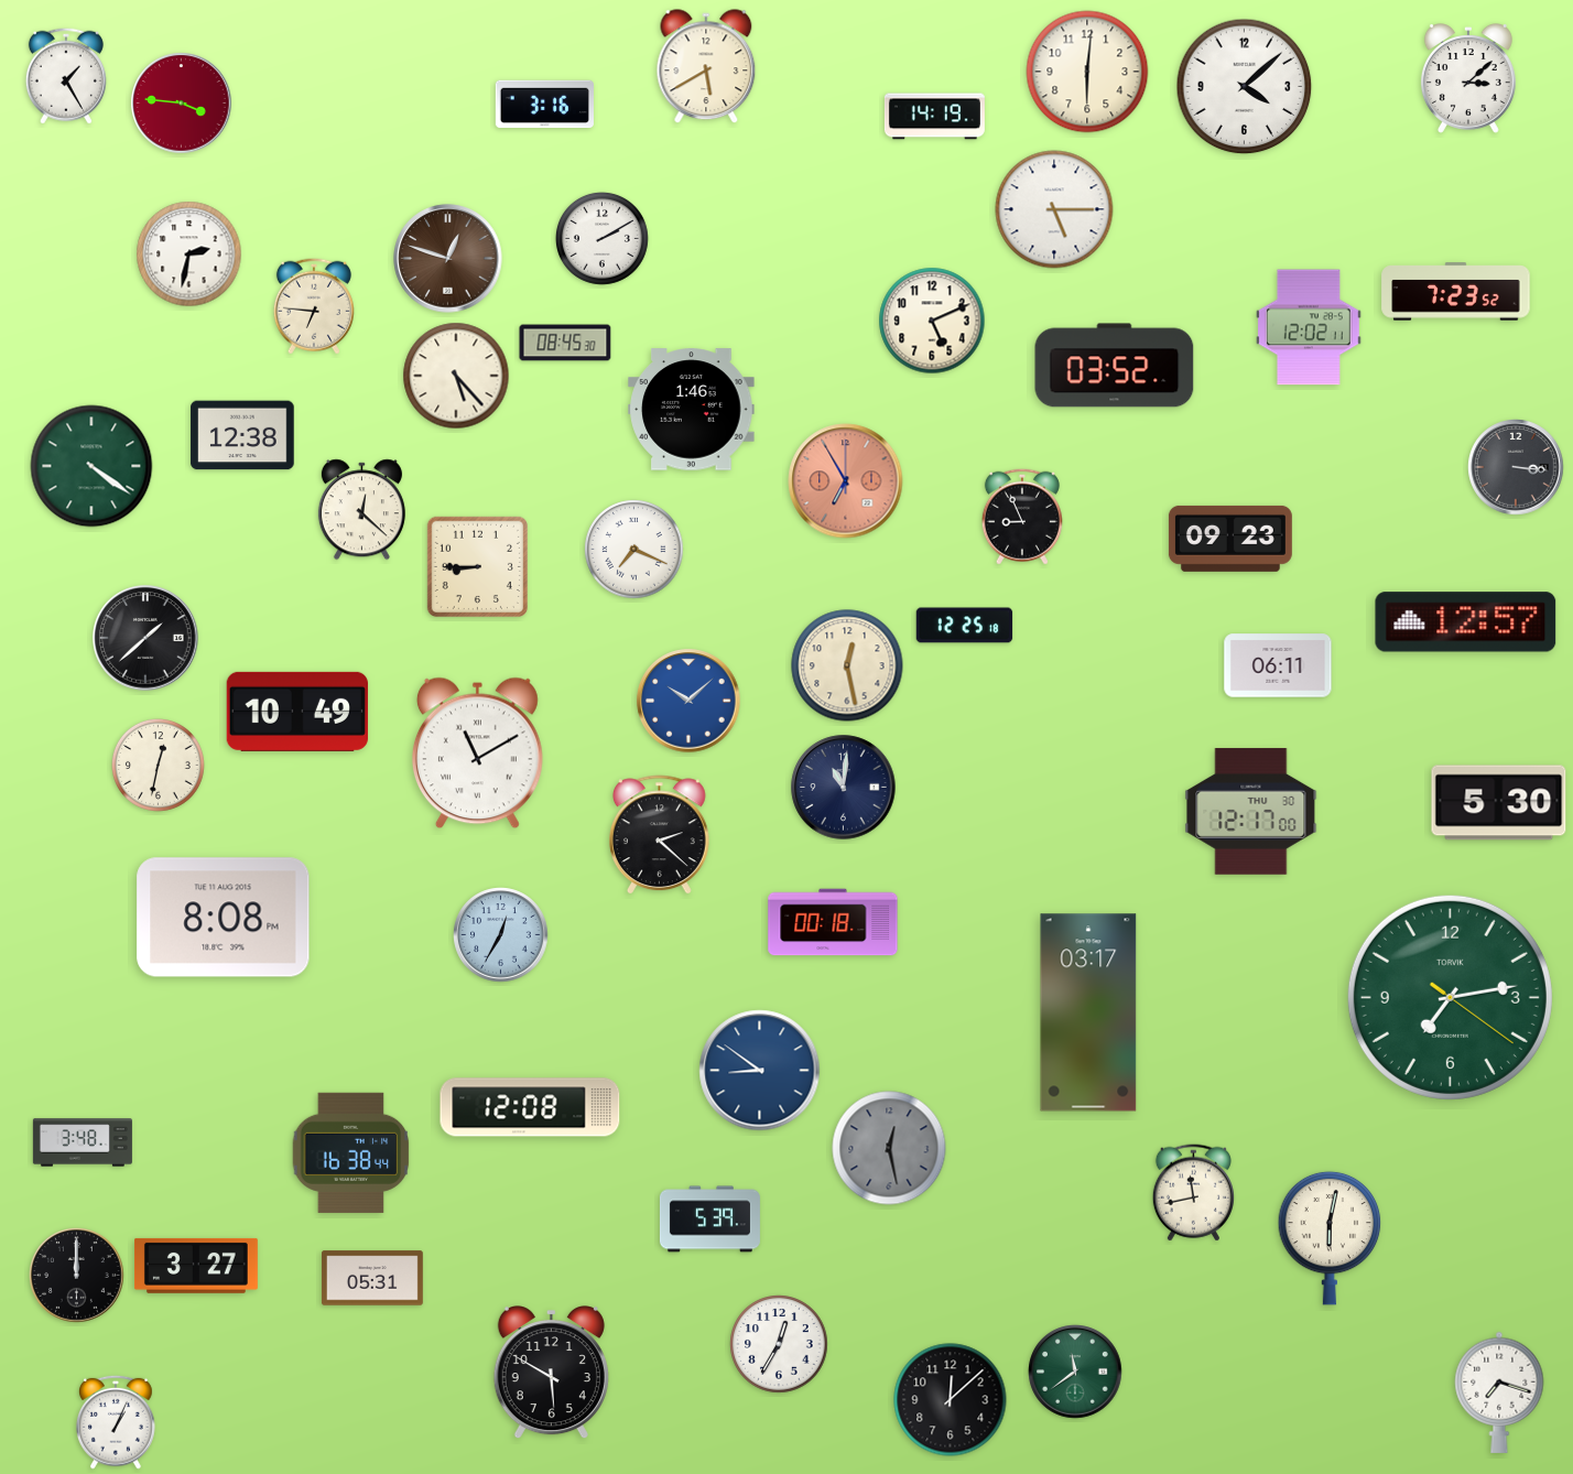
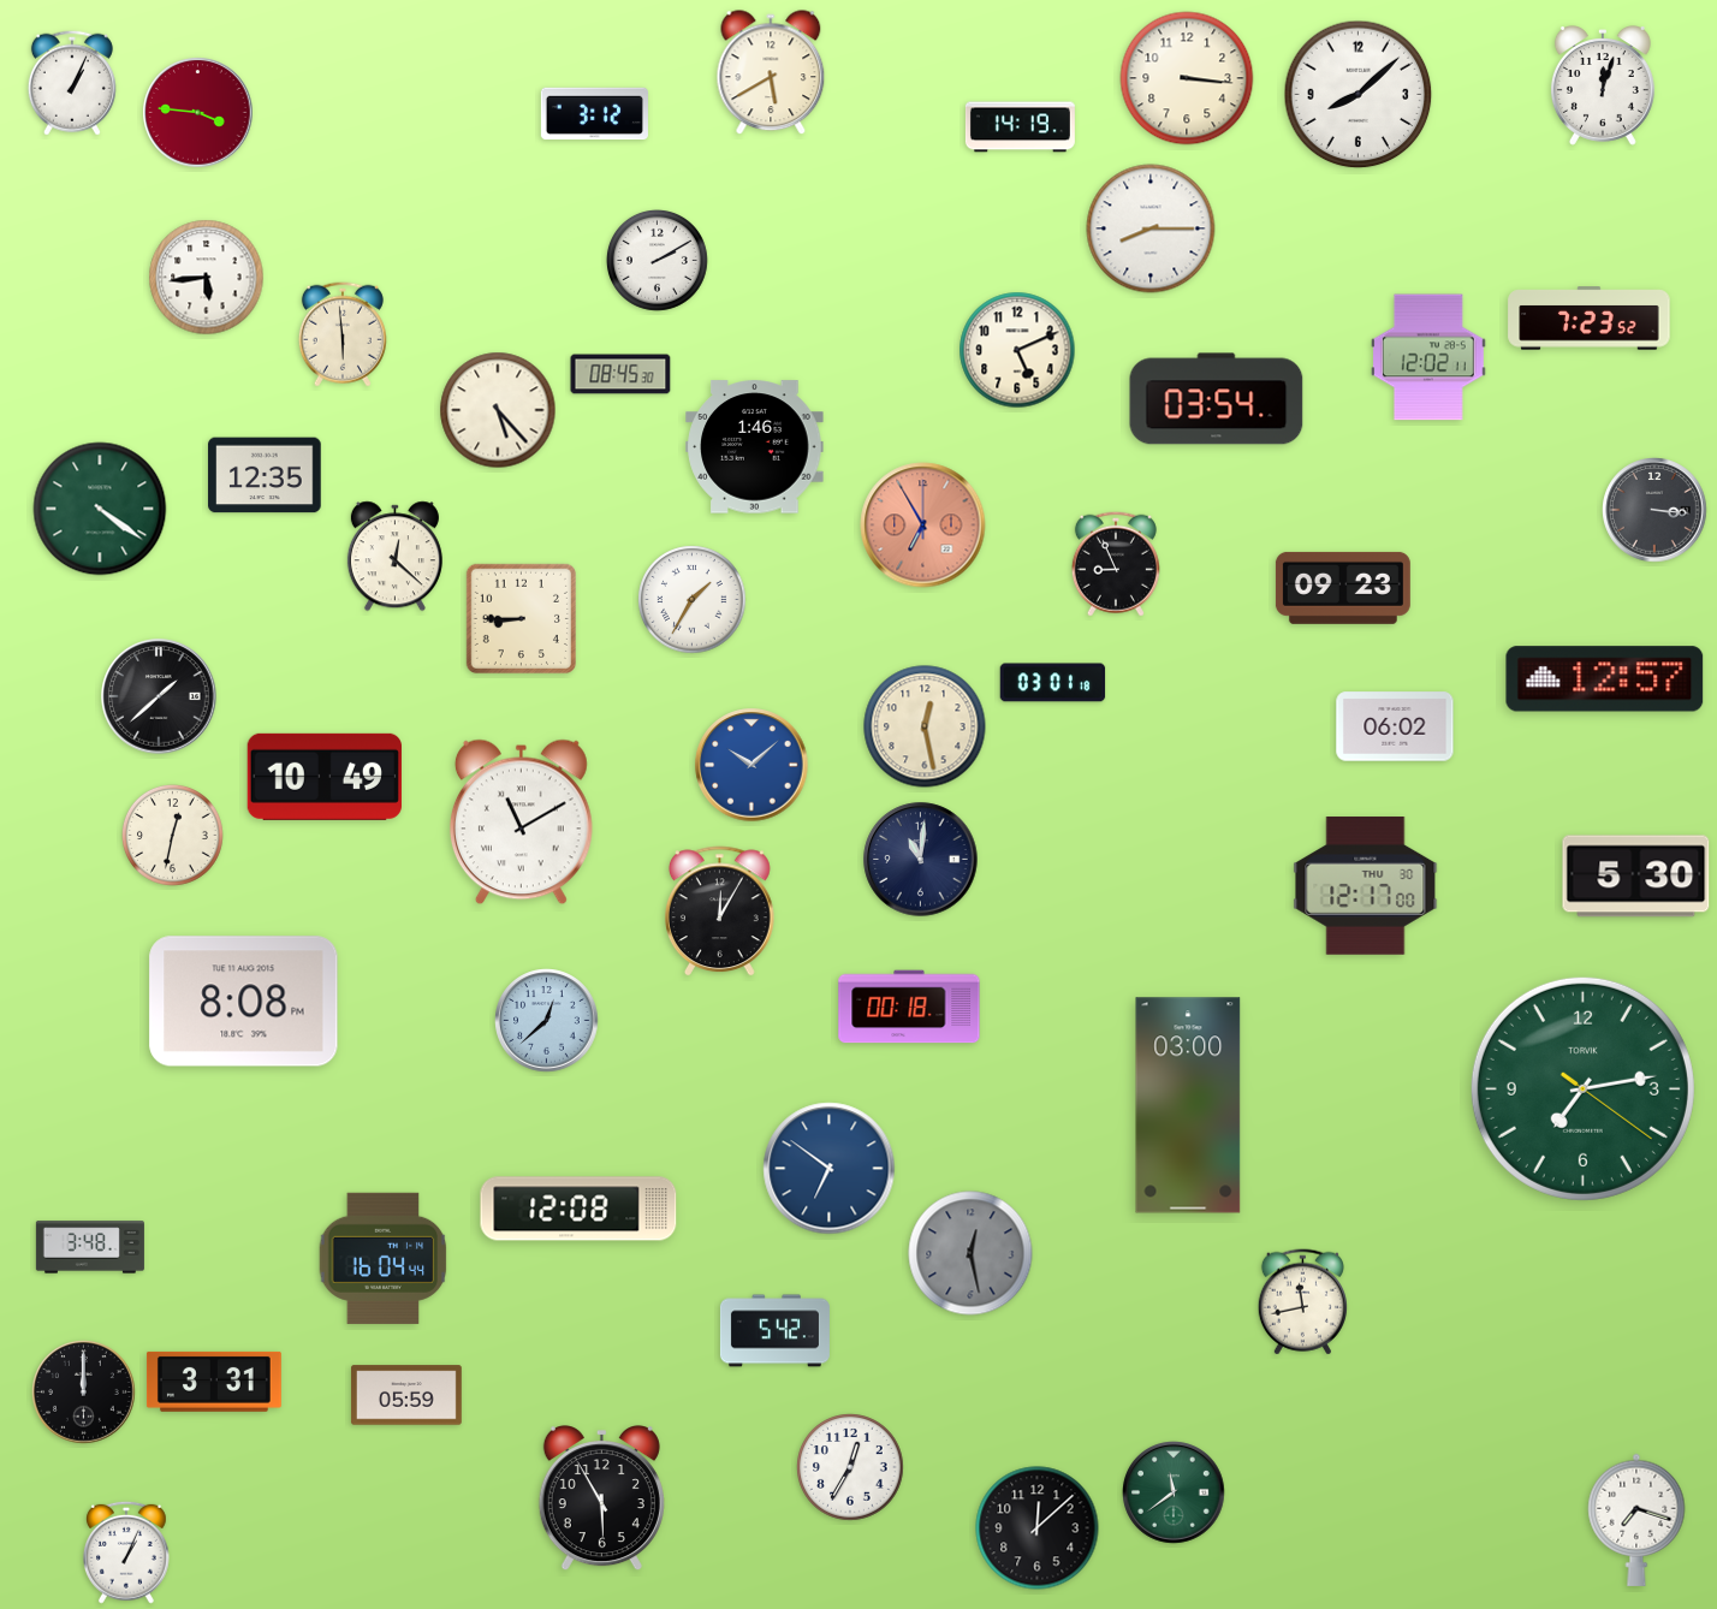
clock at (1087, 72): 6:01 -> 3:16
clock at (66, 76): 1:25 -> 1:04
clock at (1468, 79): 3:08 -> 12:03
clock at (1245, 87): 4:08 -> 8:08
clock at (544, 105): 3:16 -> 3:12
clock at (1054, 209): 5:15 -> 8:15
clock at (189, 254): 2:32 -> 5:44
clock at (448, 259): 12:48 -> none
clock at (314, 306): 6:46 -> 5:59
clock at (565, 343) position: (565, 343) -> (620, 374)
clock at (1115, 366): 03:52 -> 03:54
clock at (242, 435): 12:38 -> 12:35
clock at (634, 550): 7:19 -> 1:35
clock at (1466, 622) position: (1466, 622) -> (1605, 679)
clock at (965, 626): 12:25 -> 03:01
clock at (1278, 665): 06:11 -> 06:02
clock at (659, 835): 2:22 -> 12:05
clock at (501, 935): 12:35 -> 12:38
clock at (1088, 1012): 03:17 -> 03:00
clock at (760, 1071): 8:51 -> 6:51
clock at (351, 1152): 16:38 -> 16:04
clock at (709, 1220): 5:39 -> 5:42
clock at (1330, 1238): 6:02 -> none
clock at (196, 1266): 3:27 -> 3:31
clock at (372, 1278): 05:31 -> 05:59
clock at (1075, 1372) position: (1075, 1372) -> (1174, 1492)
clock at (551, 1373): 5:50 -> 5:55
